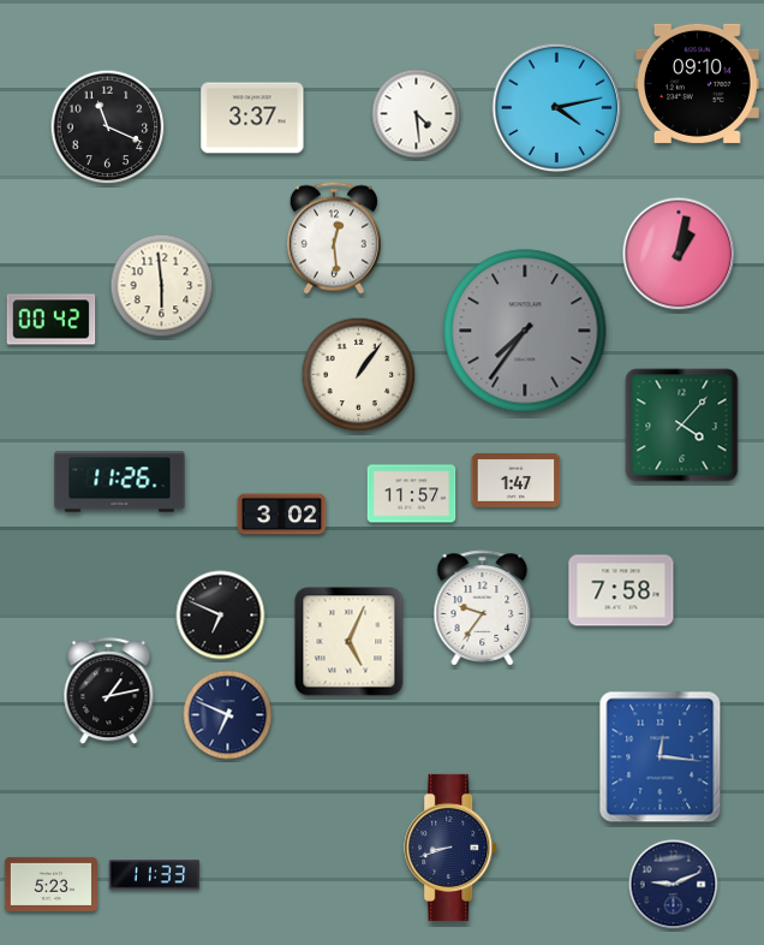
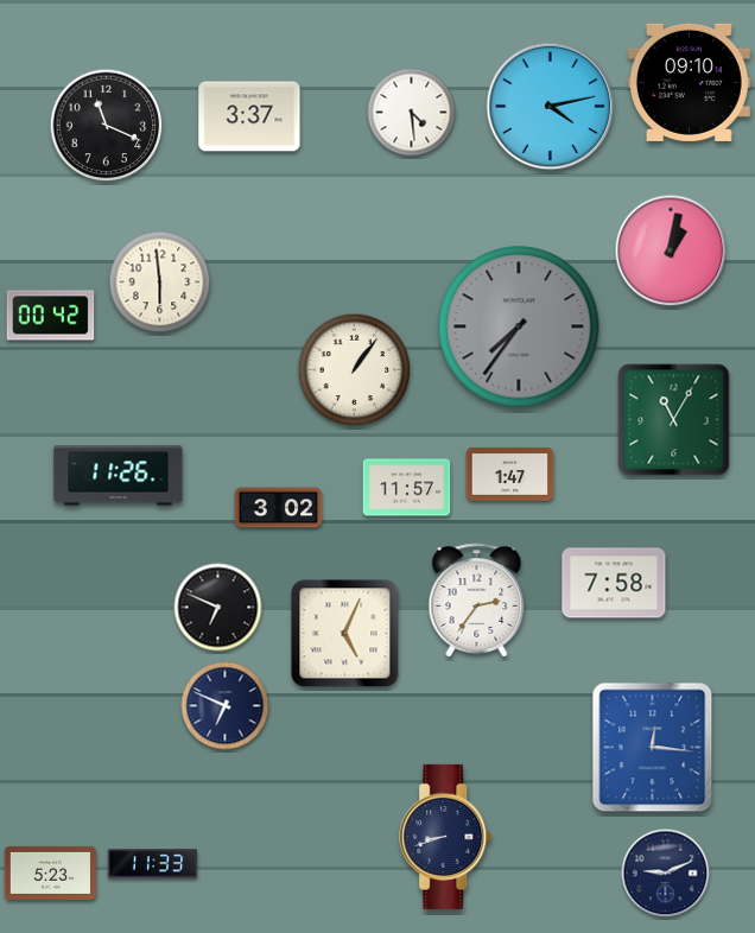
clock at (334, 238): 12:29 -> none
clock at (682, 426): 4:07 -> 11:05
clock at (483, 608): 9:36 -> 2:36
clock at (109, 691): 1:13 -> none
